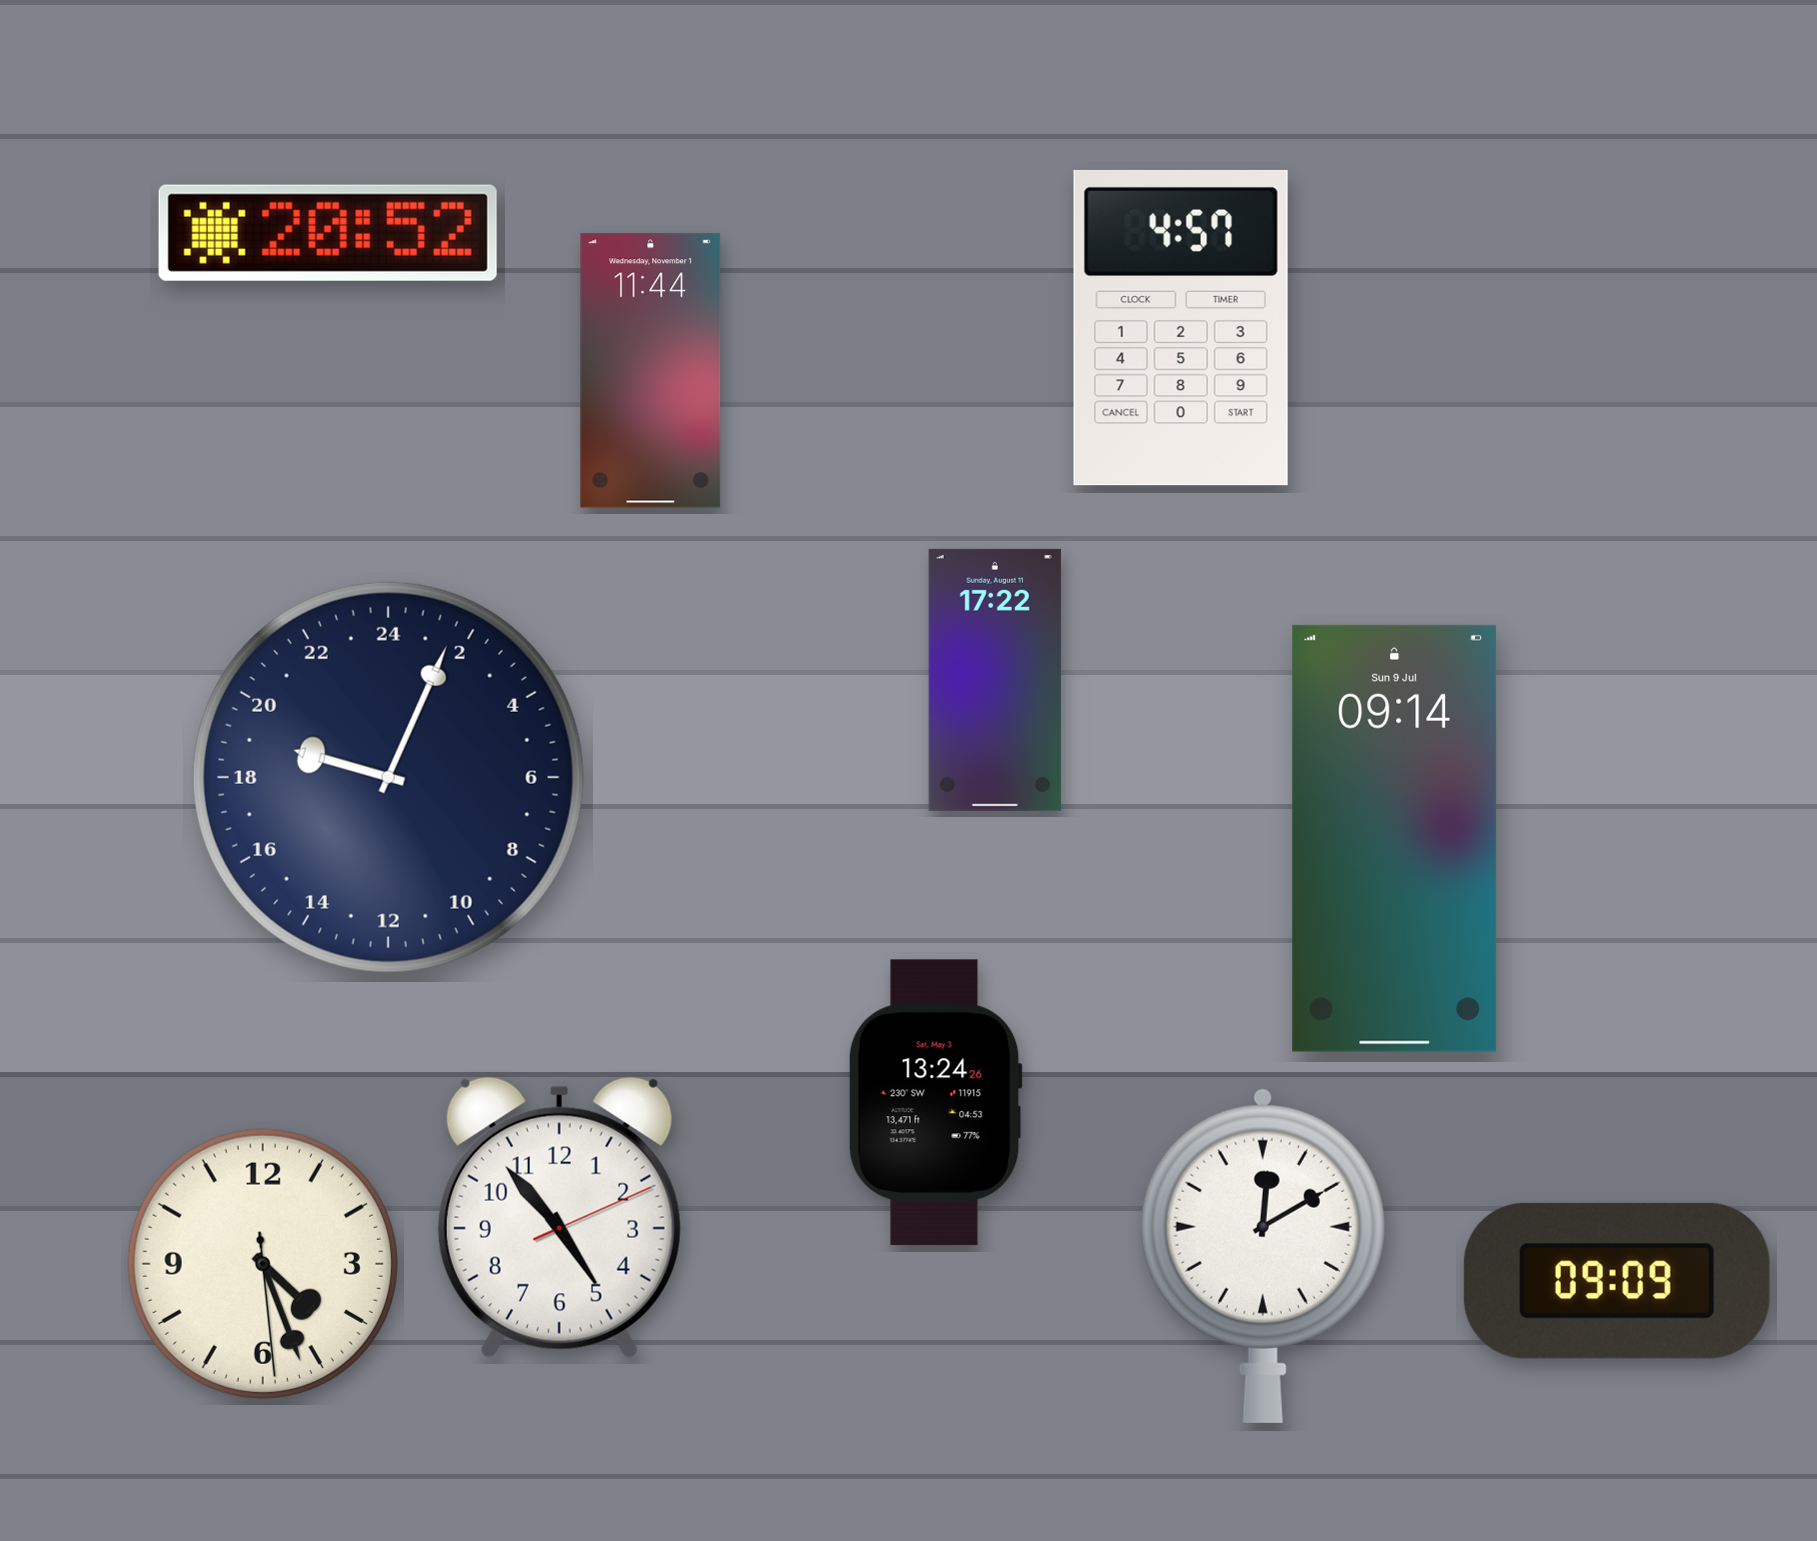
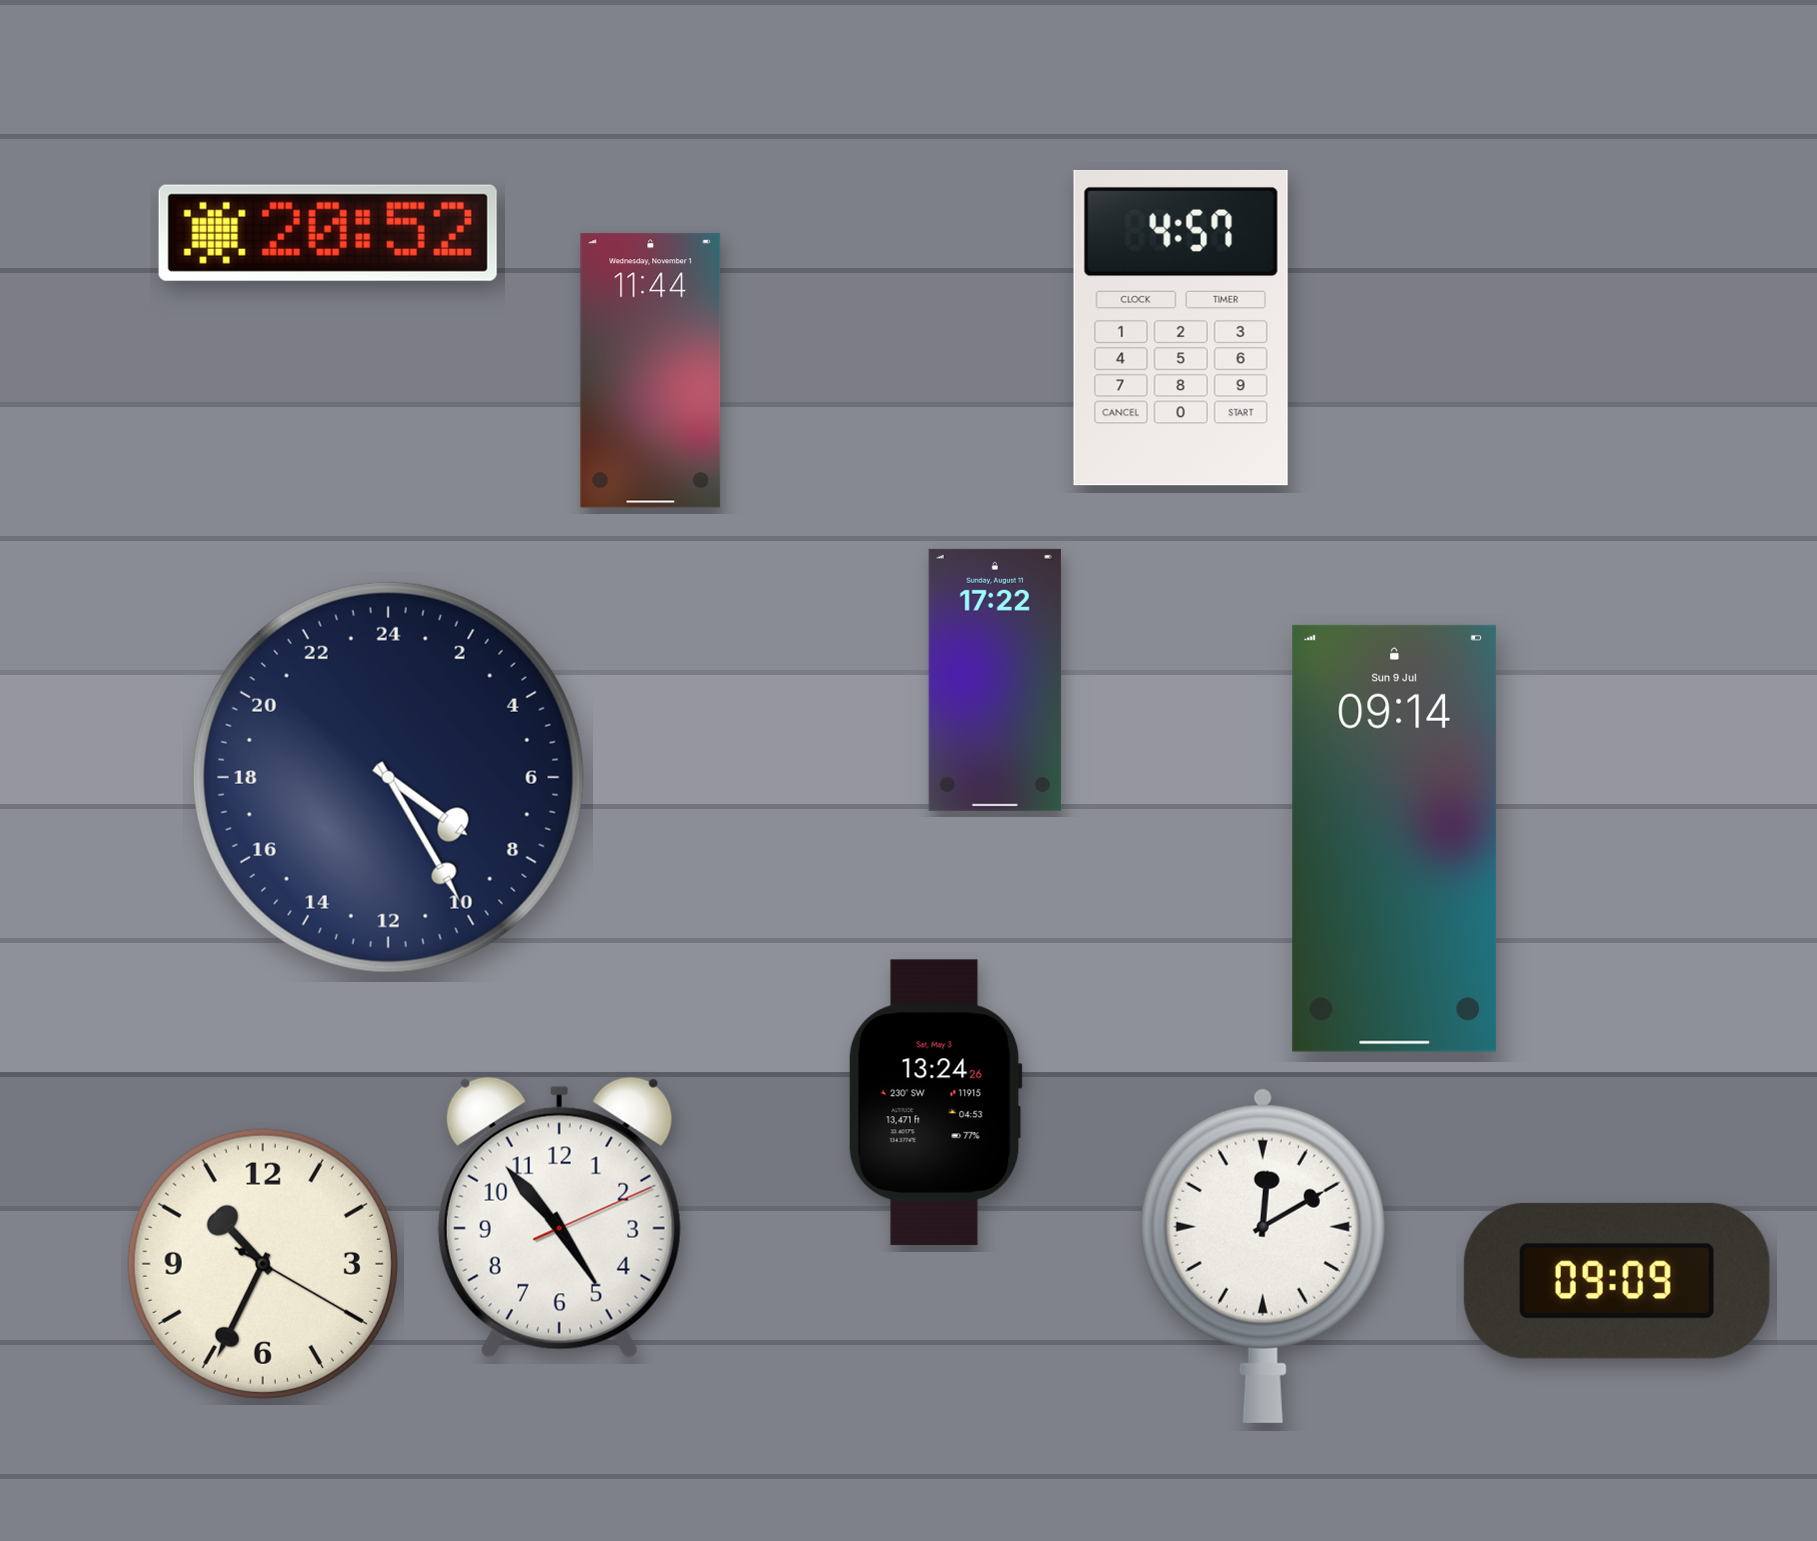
clock at (388, 777): 19:04 -> 8:25
clock at (263, 1264): 4:26 -> 10:34
